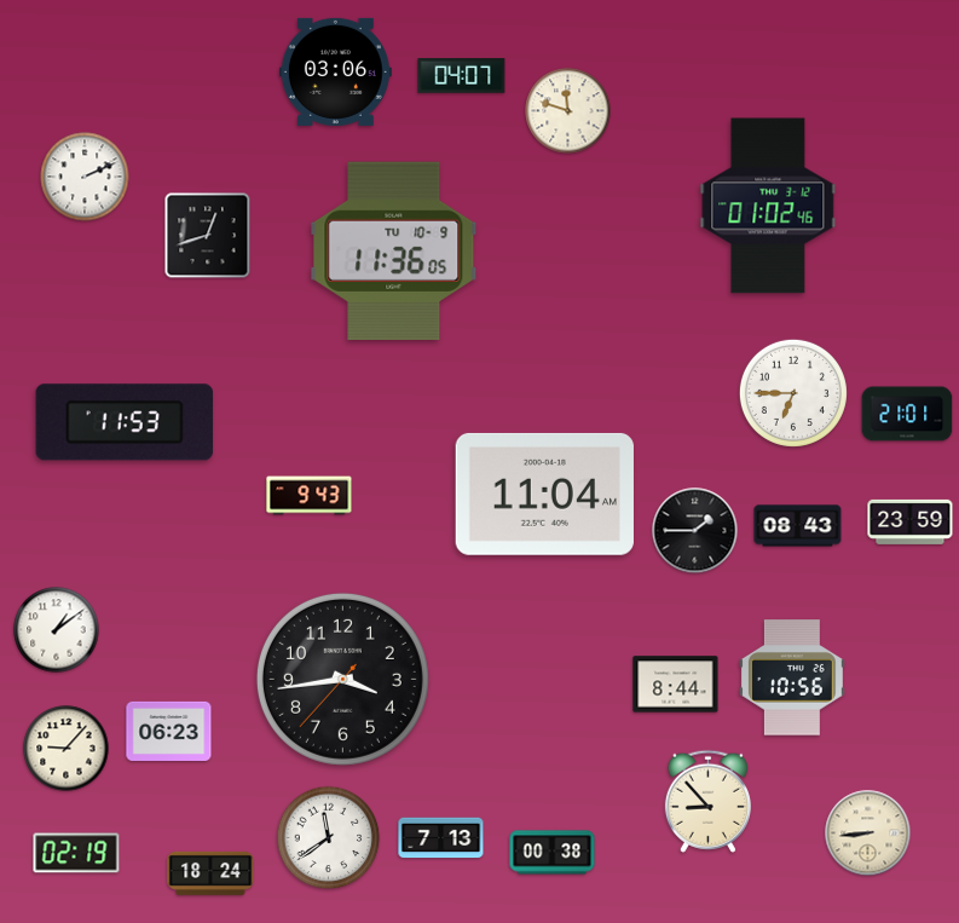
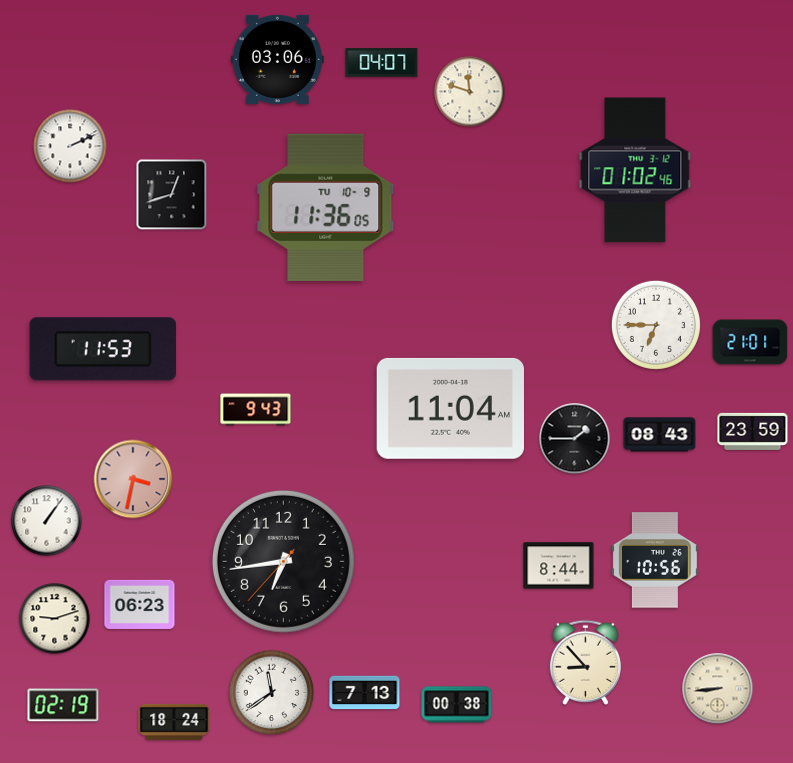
clock at (133, 479): none -> 3:32
clock at (57, 630): 1:09 -> 1:06
clock at (342, 679): 3:43 -> 6:43
clock at (67, 749): 9:07 -> 9:12
